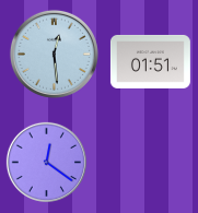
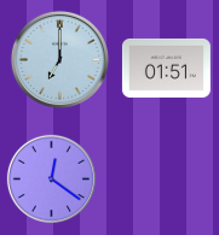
clock at (54, 54): 12:29 -> 7:00
